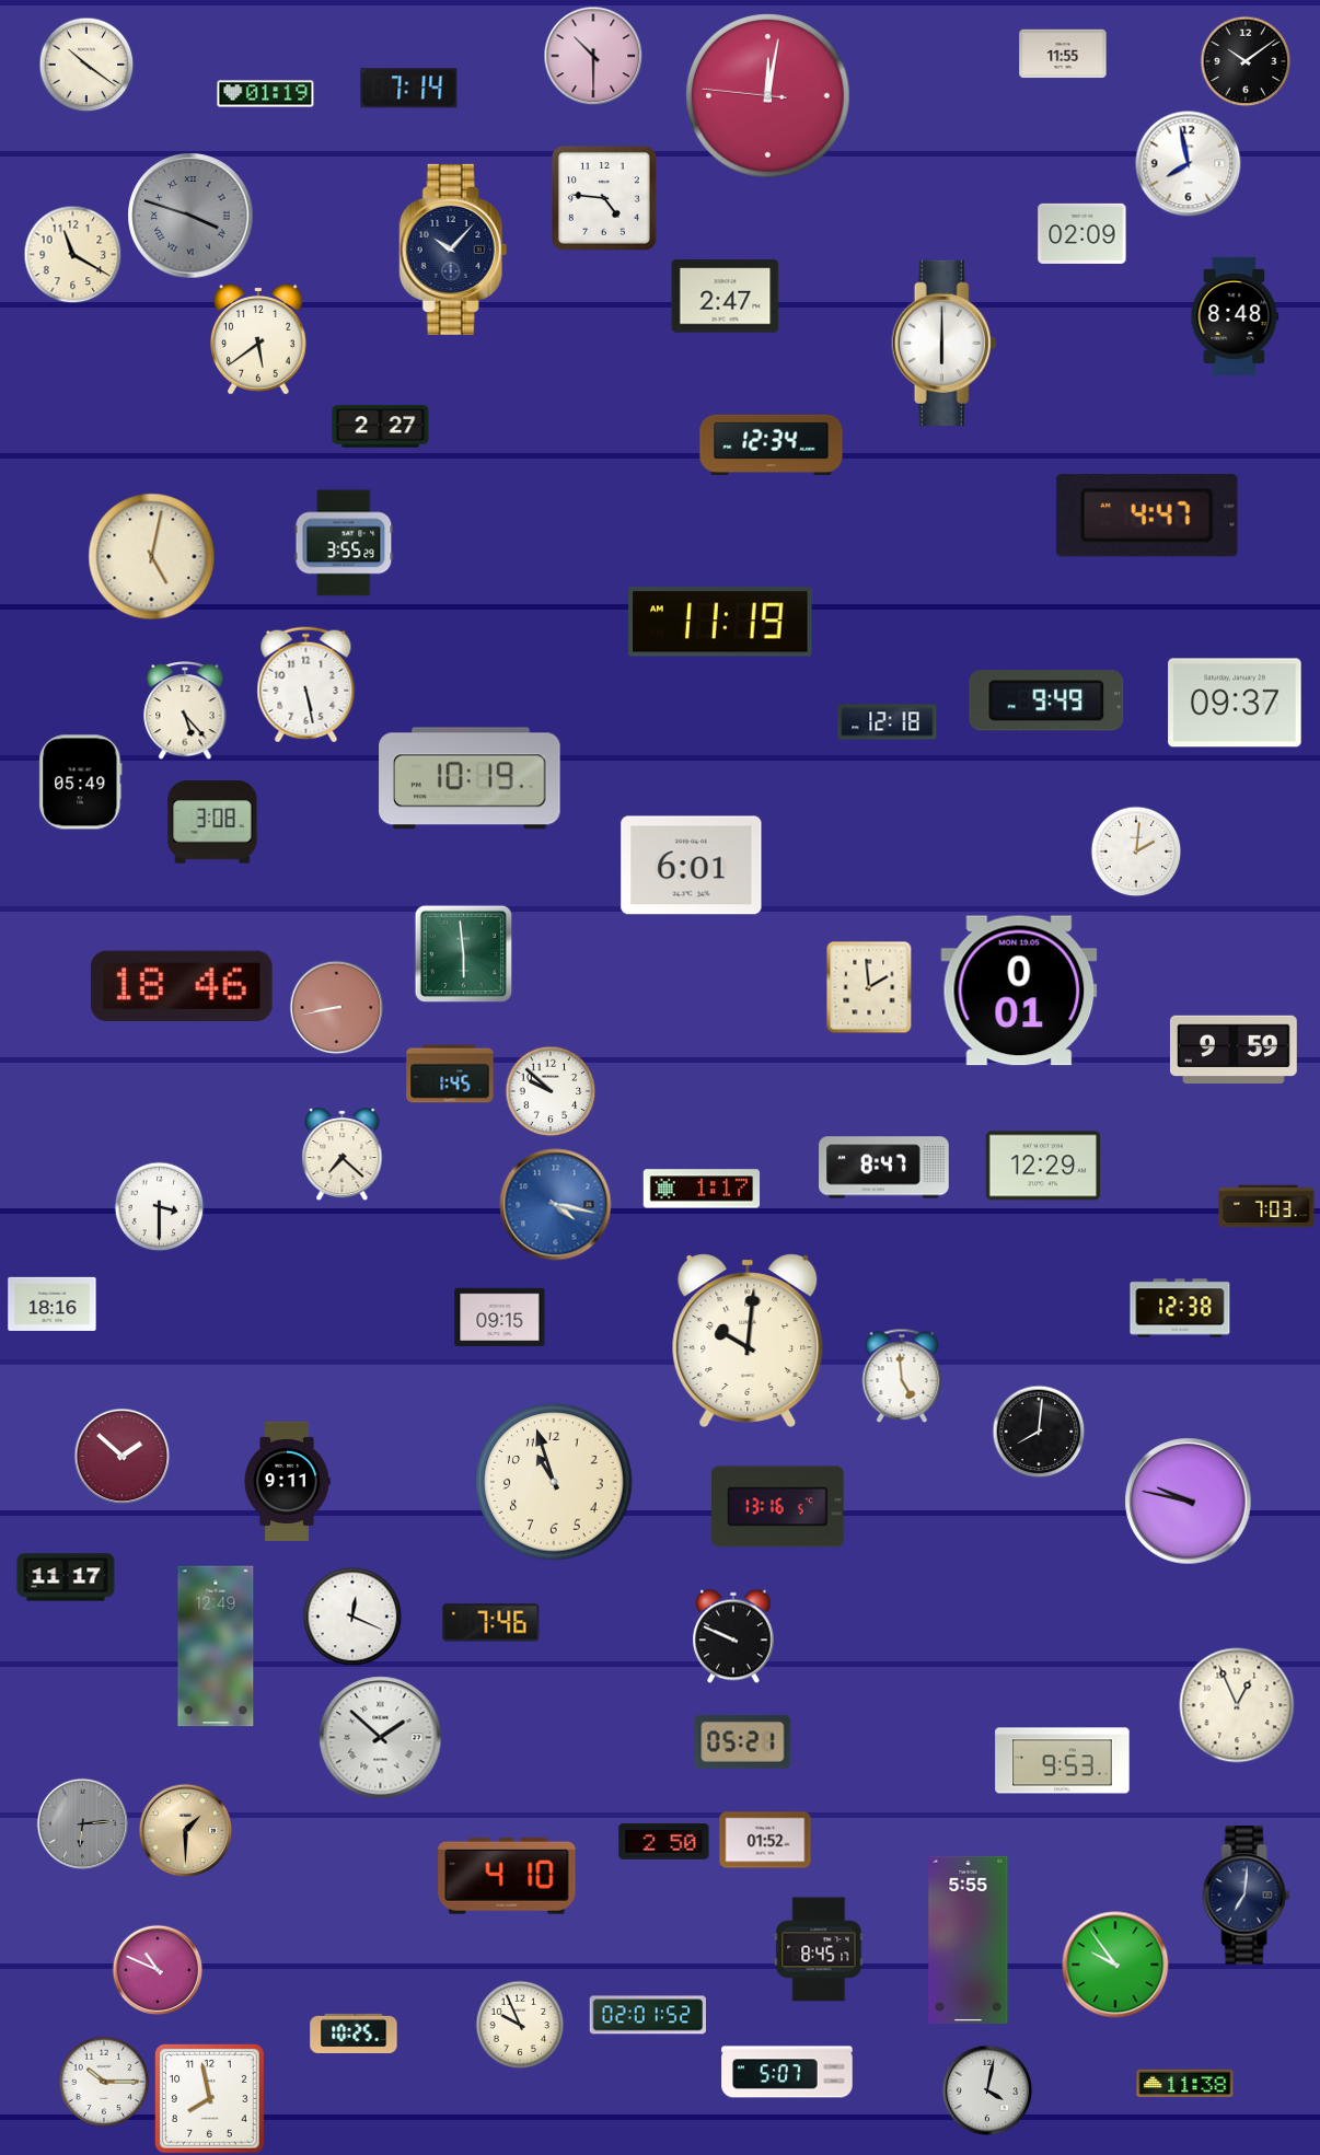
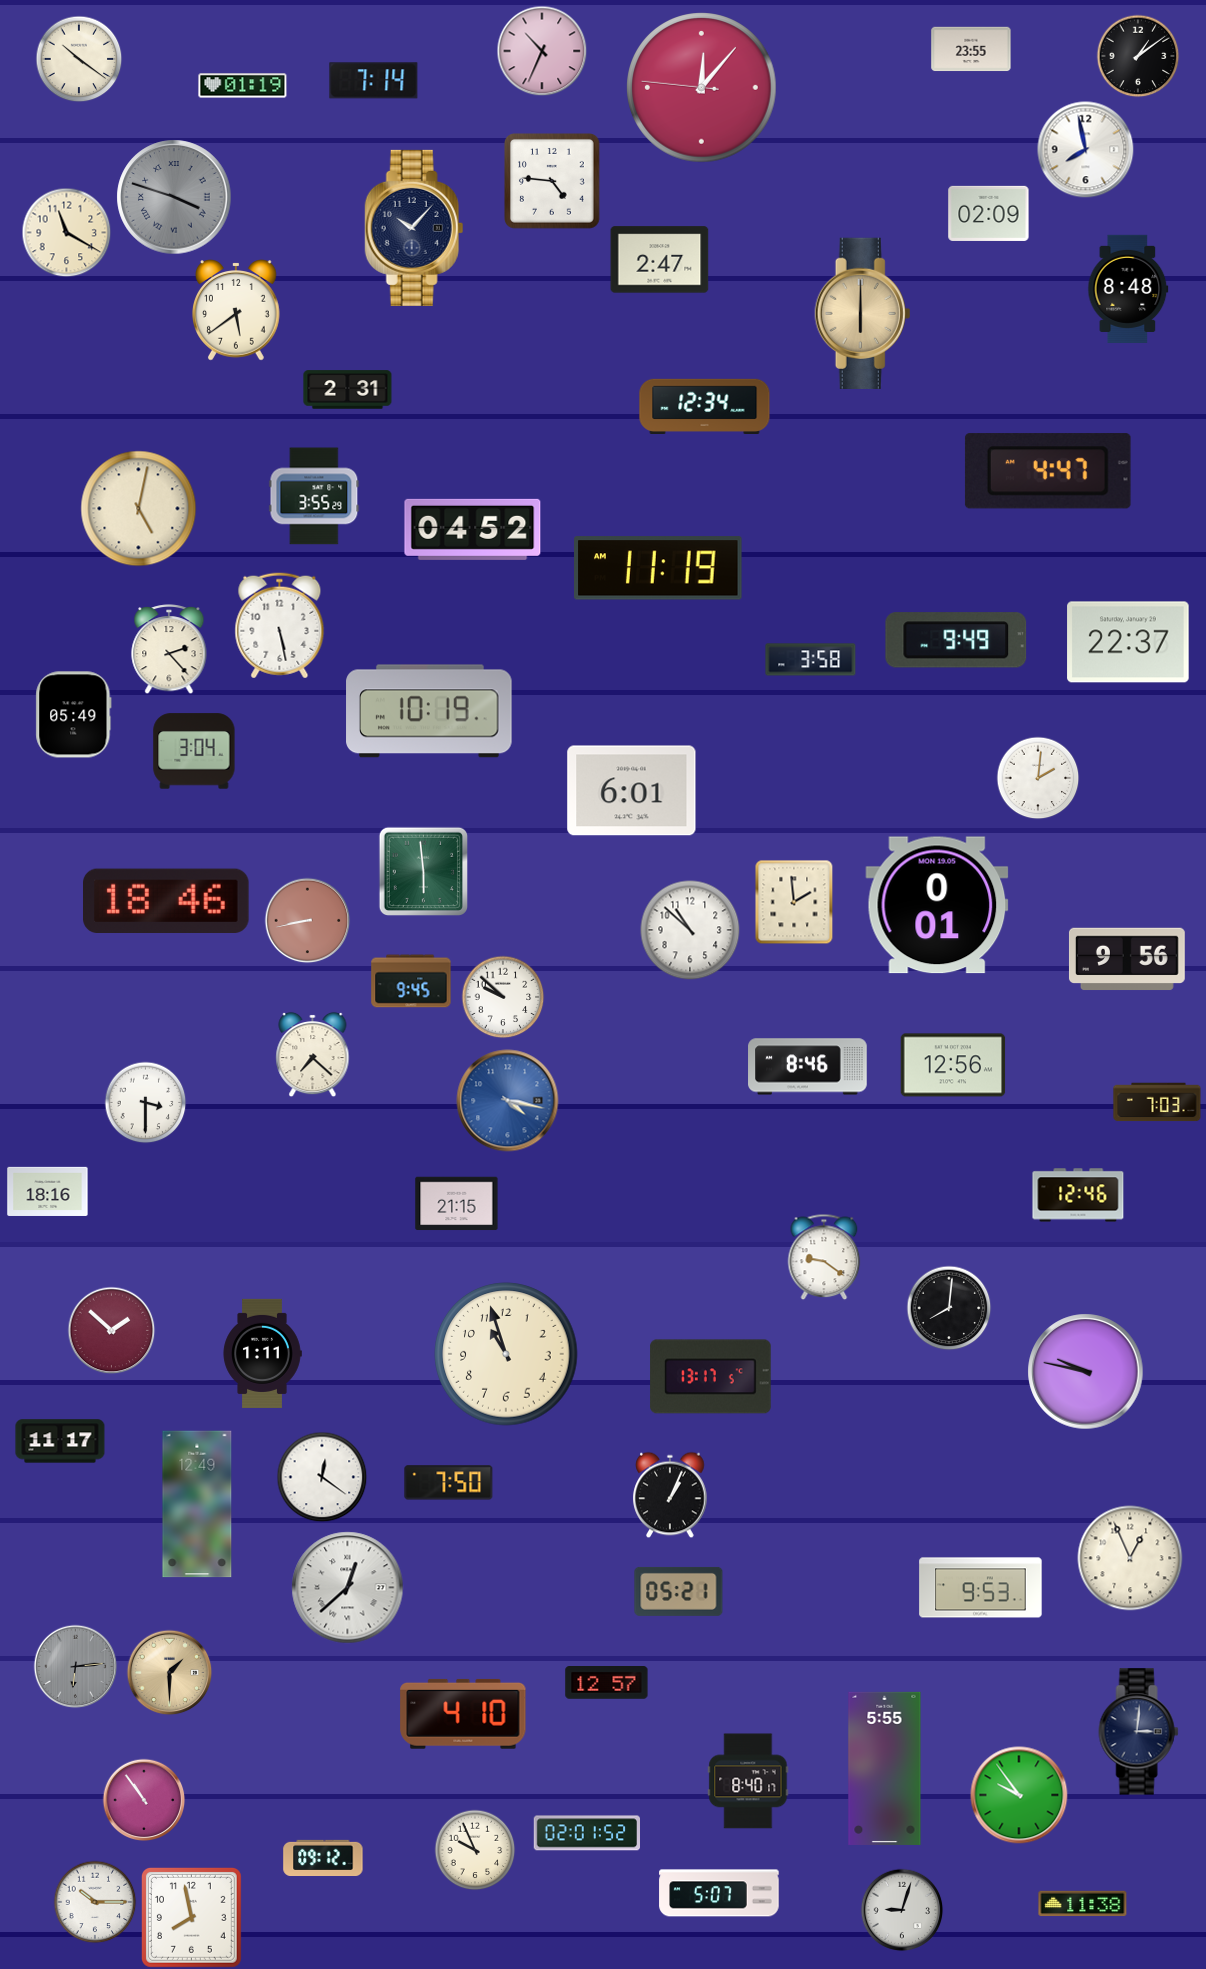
clock at (1063, 54): 11:55 -> 23:55
clock at (593, 56): 10:30 -> 10:34
clock at (1246, 61): 10:09 -> 1:09
clock at (768, 96): 12:01 -> 12:06
clock at (726, 297) position: (726, 297) -> (660, 260)
clock at (945, 343) dial: white -> champagne
clock at (381, 427): 2:27 -> 2:31
clock at (473, 529): none -> 04:52
clock at (1235, 703): 09:37 -> 22:37
clock at (185, 710): 5:23 -> 2:23
clock at (888, 722): 12:18 -> 3:58
clock at (212, 822): 3:08 -> 3:04
clock at (1019, 990) position: (1019, 990) -> (937, 905)
clock at (690, 930): none -> 10:52
clock at (1234, 1050): 9:59 -> 9:56
clock at (450, 1074): 1:45 -> 9:45
clock at (1043, 1166): 12:29 -> 12:56
clock at (884, 1168): 8:47 -> 8:46
clock at (702, 1189): 1:17 -> none
clock at (1180, 1308): 12:38 -> 12:46
clock at (500, 1318): 09:15 -> 21:15
clock at (748, 1341): 10:01 -> none
clock at (902, 1376): 4:59 -> 9:21
clock at (287, 1481): 9:11 -> 1:11
clock at (778, 1507): 13:16 -> 13:17
clock at (352, 1617): 12:19 -> 12:21
clock at (491, 1623): 7:46 -> 7:50
clock at (733, 1636): 9:49 -> 1:04
clock at (381, 1738): 1:52 -> 12:38
clock at (1063, 1761) position: (1063, 1761) -> (981, 1588)
clock at (765, 1840): 01:52 -> none
clock at (664, 1842): 2:50 -> 12:57
clock at (1247, 1896): 7:01 -> 3:01
clock at (969, 1939) position: (969, 1939) -> (885, 1768)
clock at (819, 1949): 8:45 -> 8:40
clock at (158, 1970): 10:49 -> 10:54
clock at (647, 2015) position: (647, 2015) -> (586, 1833)
clock at (354, 2032): 10:25 -> 09:12
clock at (987, 2090): 4:02 -> 9:03
